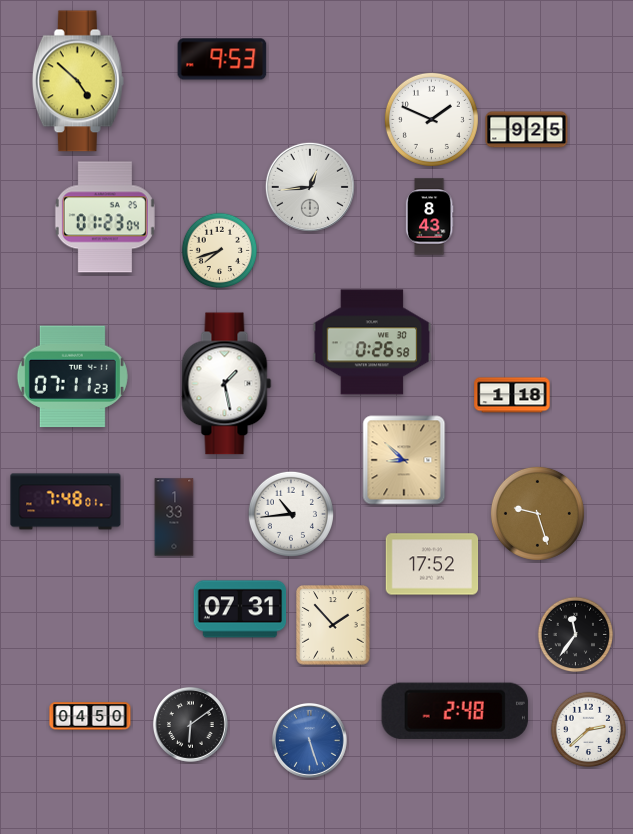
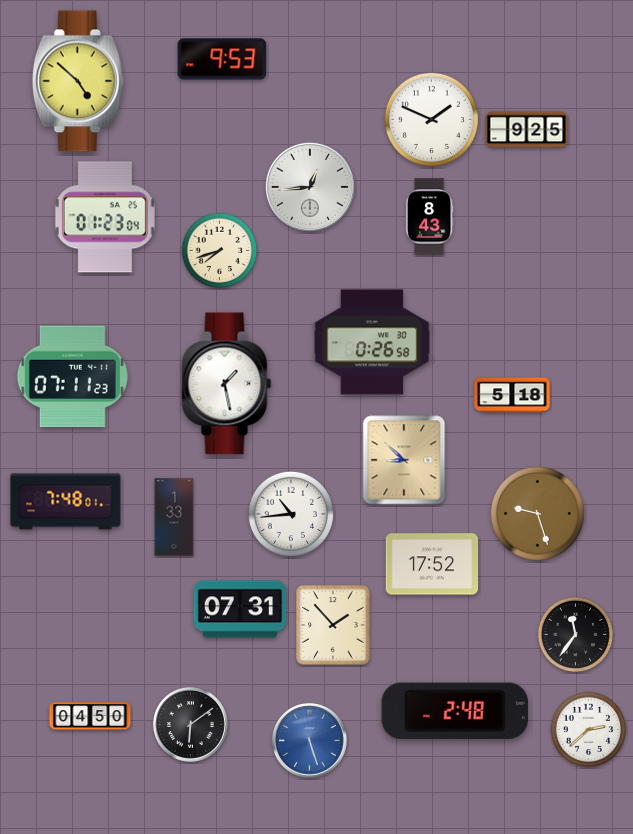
clock at (512, 395): 1:18 -> 5:18
